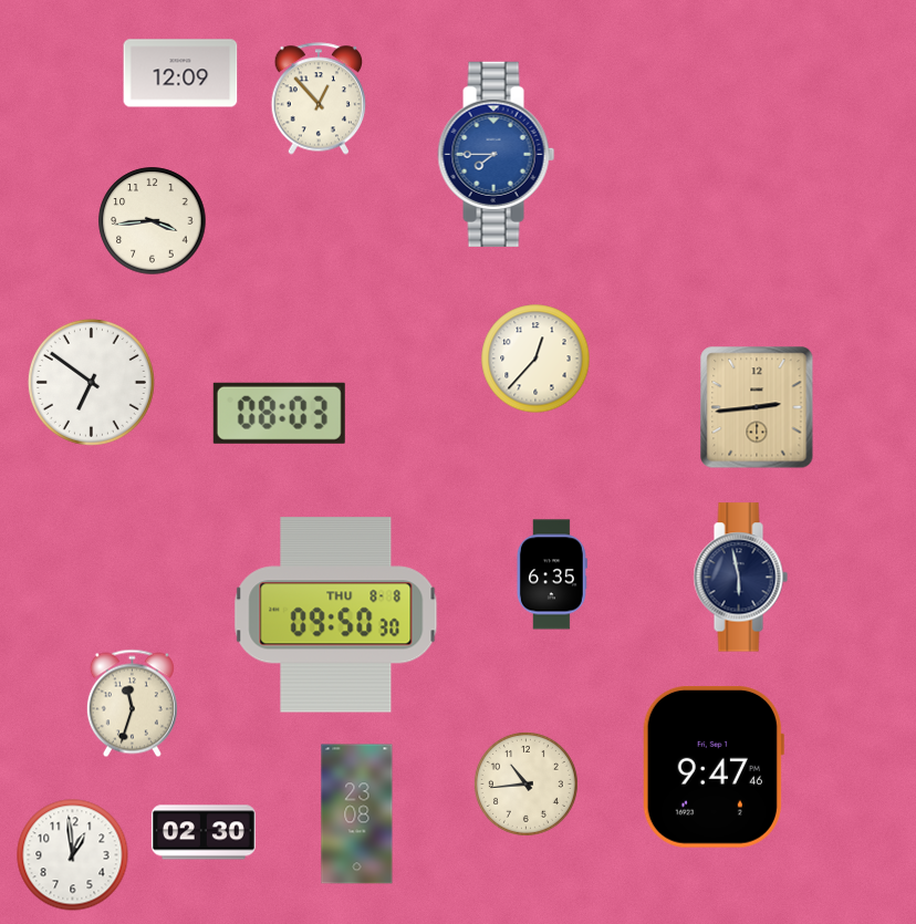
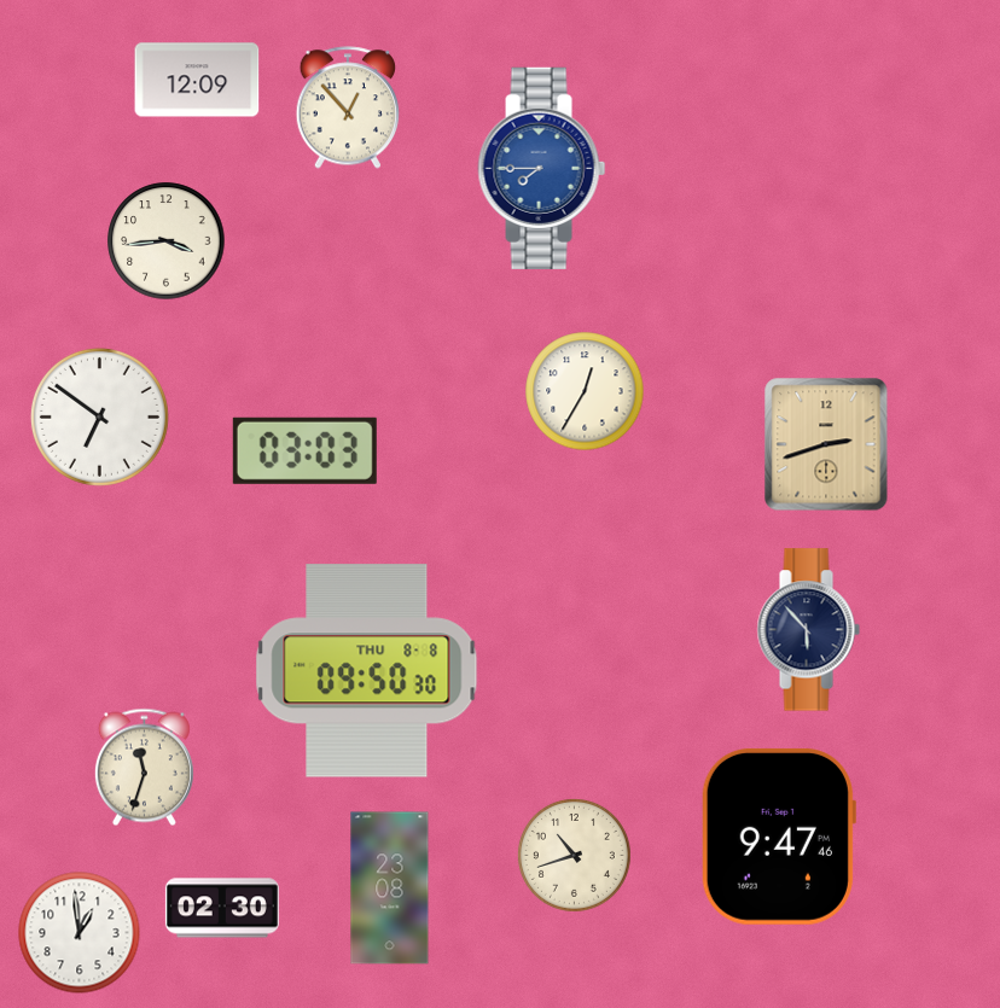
clock at (535, 359): 12:37 -> 12:35
clock at (757, 407): 2:44 -> 2:42
clock at (279, 413): 08:03 -> 03:03
clock at (552, 574): 6:35 -> none
clock at (740, 578): 5:58 -> 5:53
clock at (525, 783): 10:44 -> 10:42
